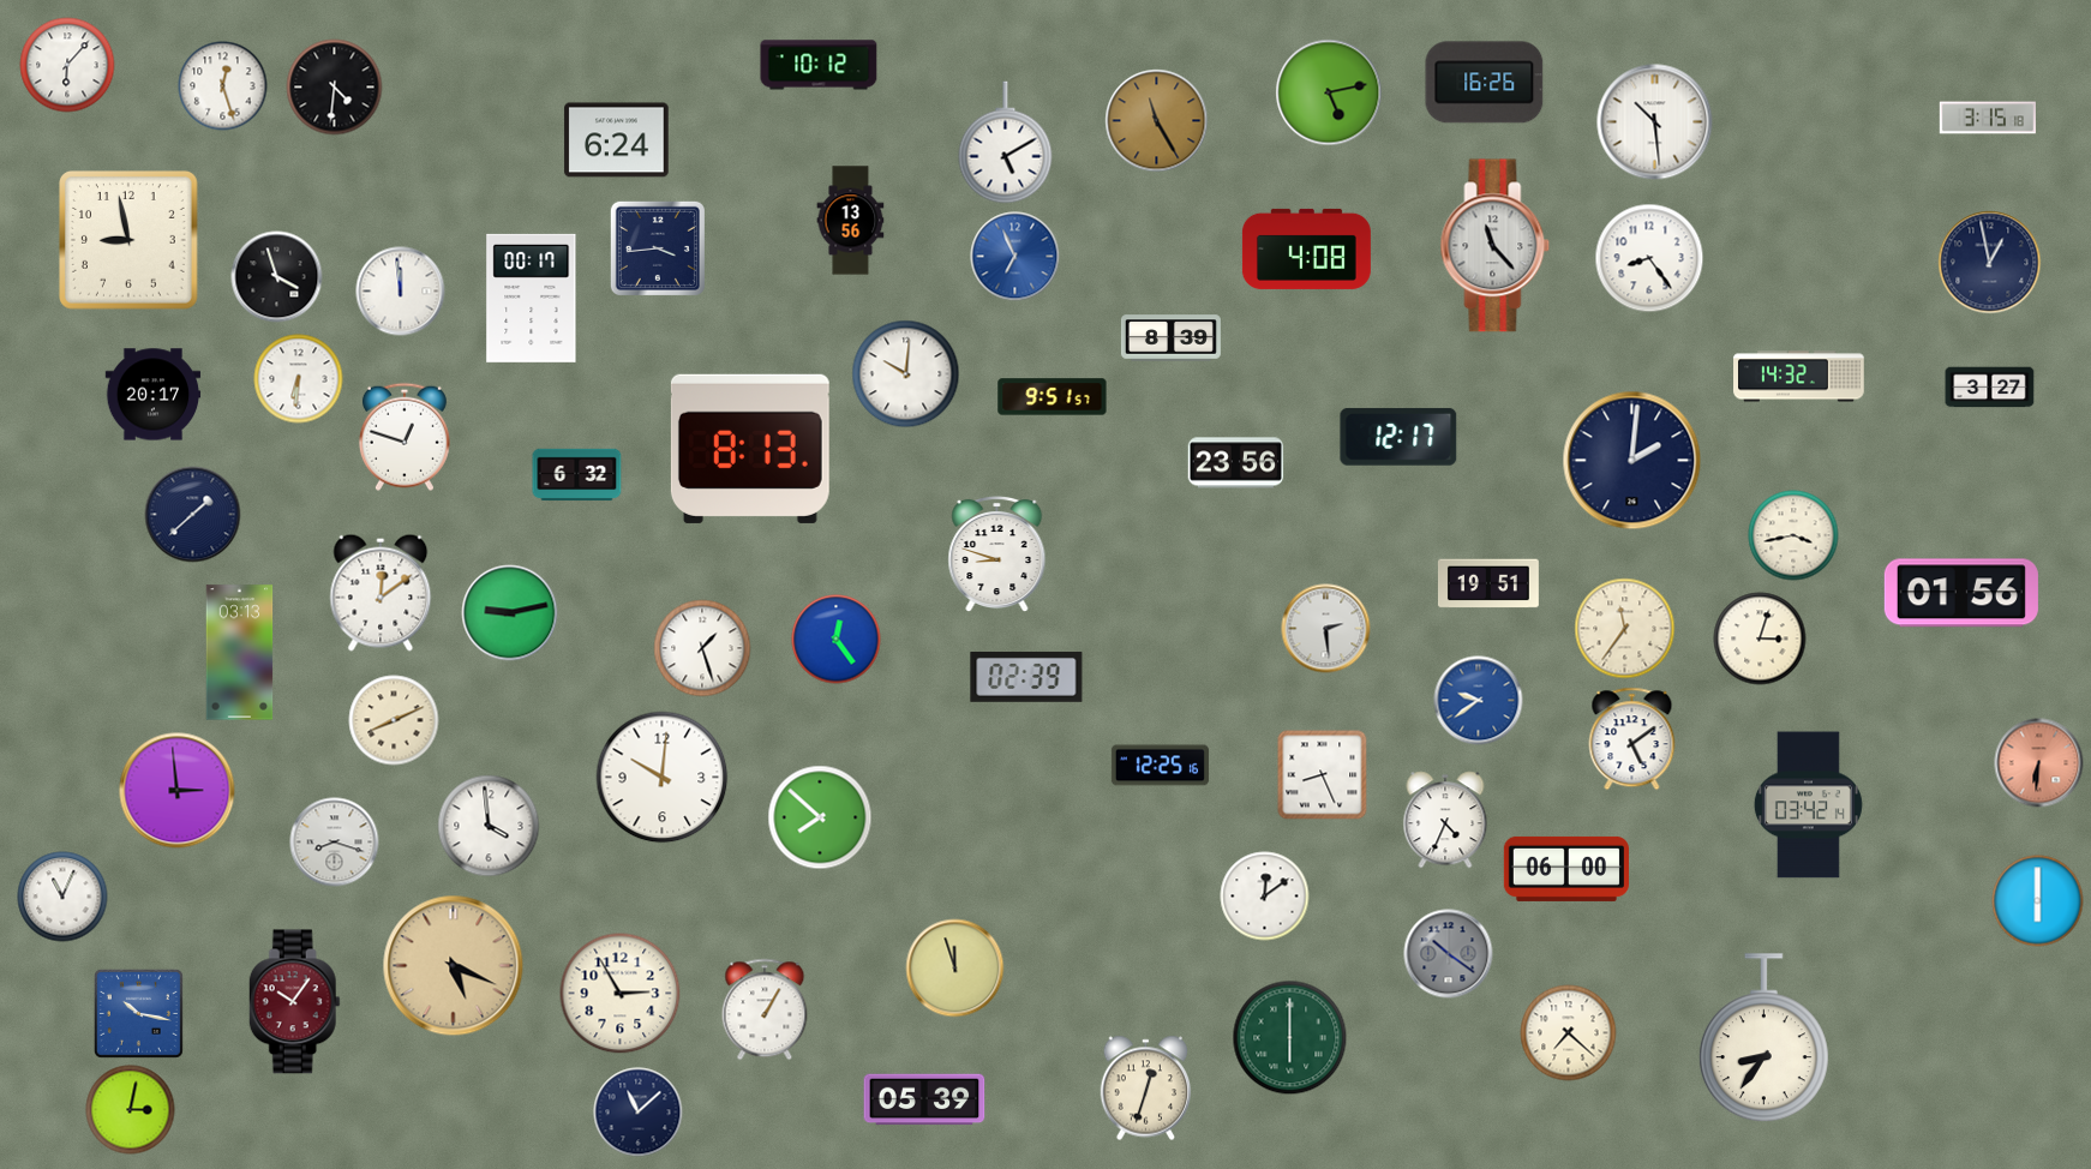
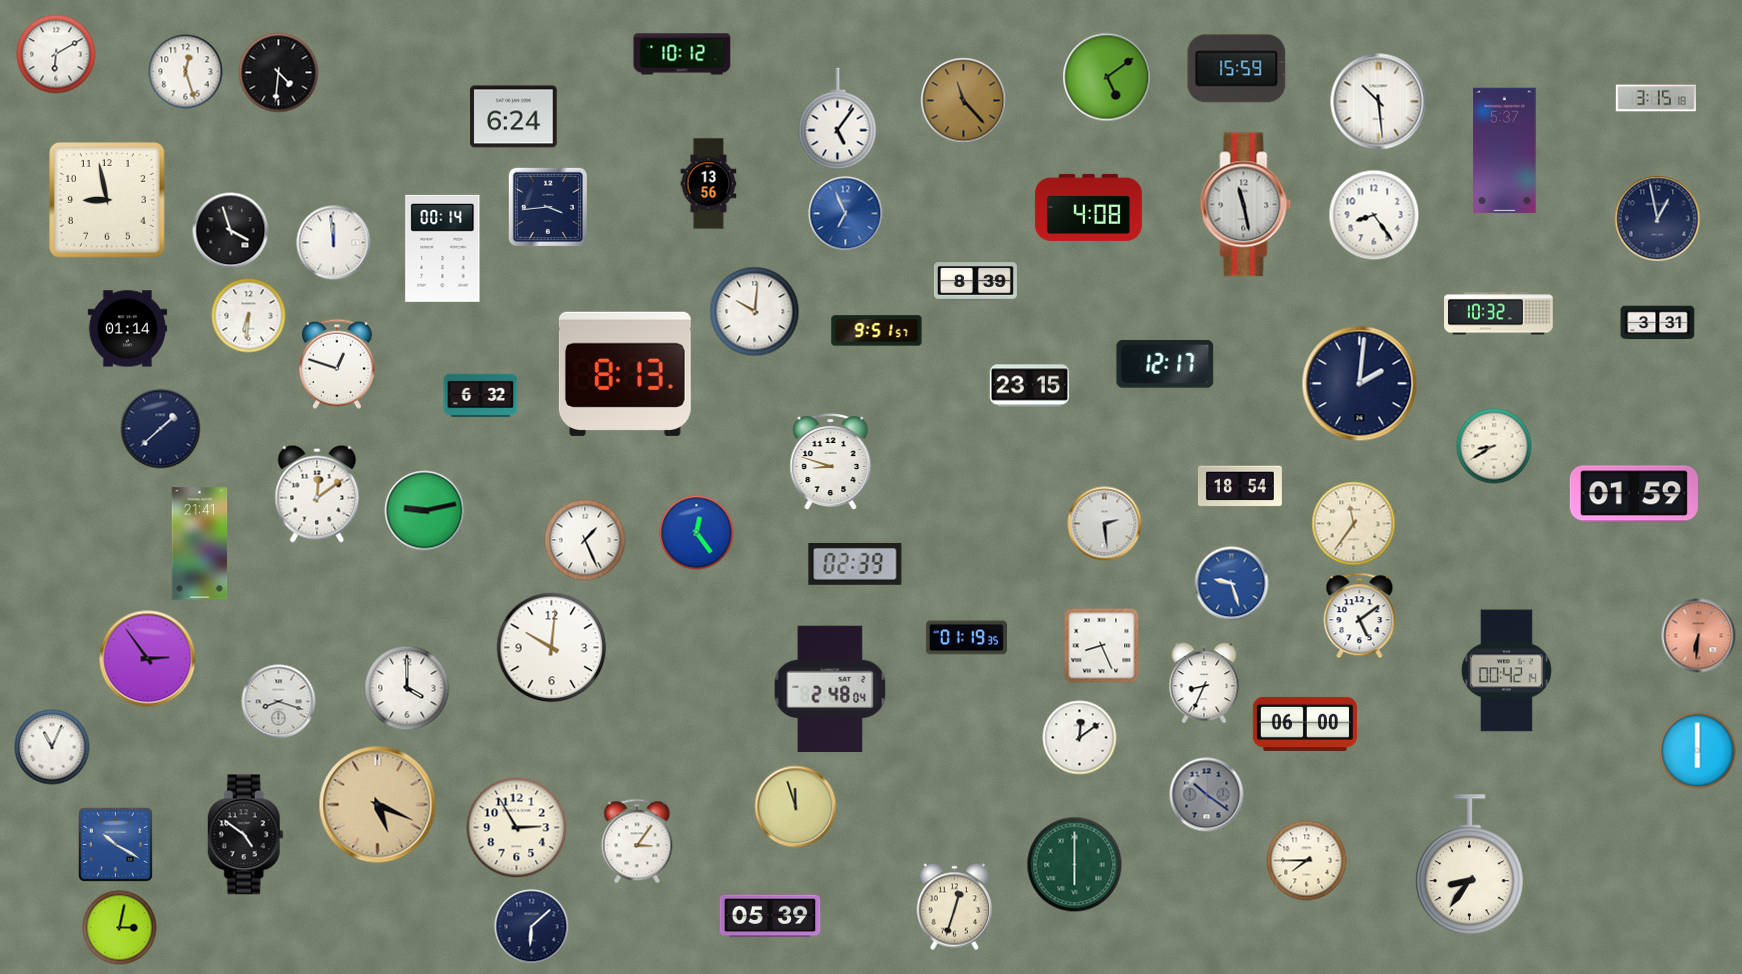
clock at (67, 65): 6:07 -> 6:10
clock at (1485, 83): 16:26 -> 15:59
clock at (1329, 92): 5:13 -> 5:09
clock at (1157, 121): 11:25 -> 11:23
clock at (1006, 143): 5:10 -> 5:06
clock at (1505, 151): none -> 5:37
clock at (1496, 246): 11:23 -> 11:28
clock at (532, 298): 00:17 -> 00:14
clock at (1799, 377): 14:32 -> 10:32
clock at (1990, 388): 3:27 -> 3:31
clock at (154, 395): 20:17 -> 01:14
clock at (1236, 463): 23:56 -> 23:15
clock at (1793, 535): 3:43 -> 8:40
clock at (1488, 583): 19:51 -> 18:54
clock at (1961, 593): 01:56 -> 01:59
clock at (1760, 639): 3:03 -> none
clock at (702, 648): 1:27 -> 1:26
clock at (240, 653): 03:13 -> 21:41
clock at (1479, 701): 9:39 -> 9:27
clock at (394, 720): 8:11 -> none
clock at (1160, 766): 12:25 -> 01:19
clock at (178, 791): 2:59 -> 2:54
clock at (1808, 805): 03:42 -> 00:42
clock at (820, 817): 7:52 -> none
clock at (1445, 820): 4:34 -> 8:34
clock at (489, 826): 3:59 -> 4:00
clock at (830, 688): none -> 2:48
clock at (1265, 897) position: (1265, 897) -> (1080, 738)
clock at (294, 1002): 10:06 -> 4:51
clock at (294, 1002) dial: burgundy -> black
clock at (765, 1009): 1:05 -> 3:06
clock at (138, 1013): 10:17 -> 10:20
clock at (1569, 1033): 7:22 -> 7:45
clock at (131, 1110) position: (131, 1110) -> (120, 928)
clock at (639, 1113): 11:08 -> 6:08
